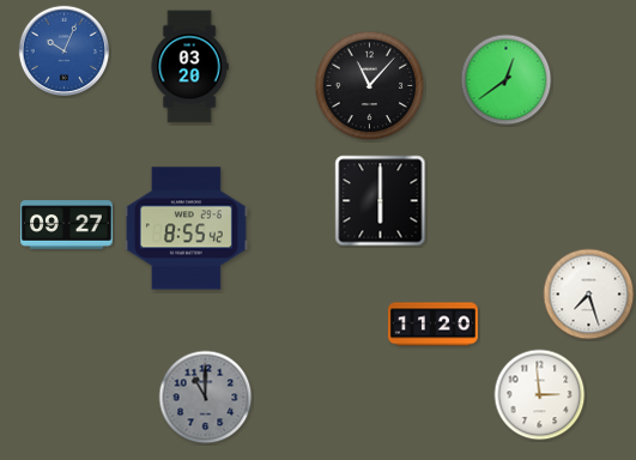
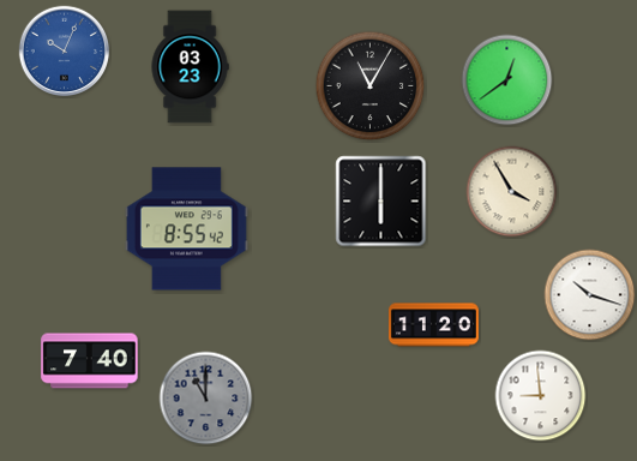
clock at (189, 67): 03:20 -> 03:23
clock at (370, 86): 11:07 -> 11:05
clock at (512, 192): none -> 3:55
clock at (67, 225): 09:27 -> none
clock at (589, 295): 7:27 -> 10:18
clock at (90, 361): none -> 7:40
clock at (540, 395): 2:59 -> 8:59
